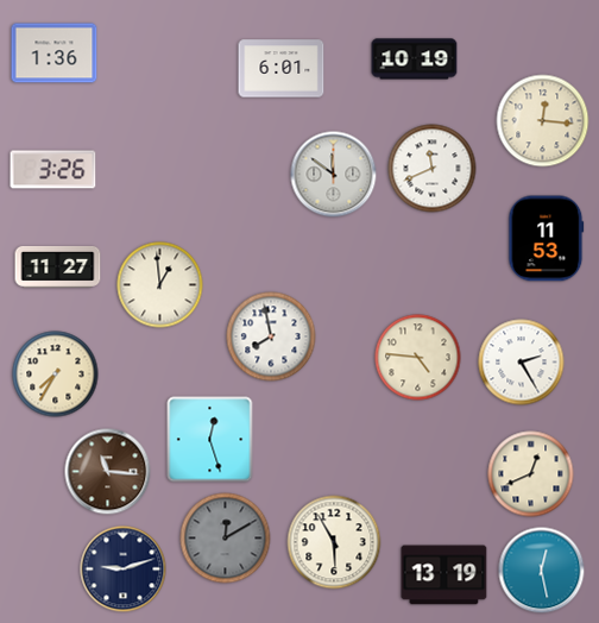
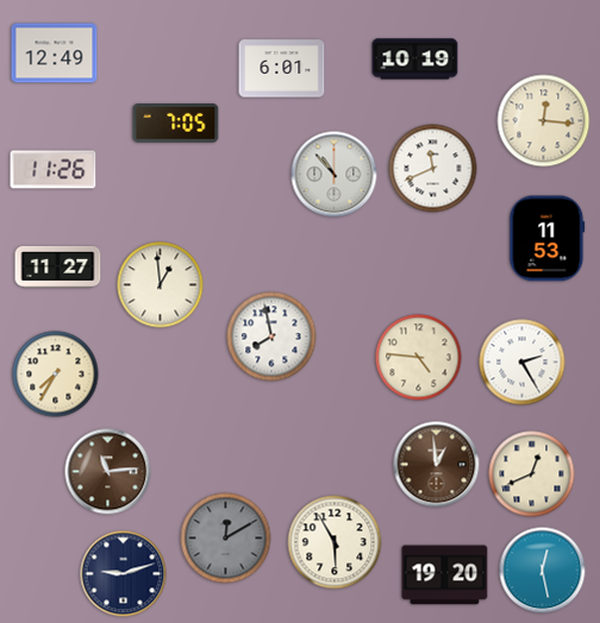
clock at (55, 54): 1:36 -> 12:49
clock at (176, 124): none -> 7:05
clock at (53, 170): 3:26 -> 11:26
clock at (334, 175): 11:51 -> 10:53
clock at (210, 440): 12:27 -> none
clock at (437, 465): none -> 12:59
clock at (108, 472): 11:16 -> 11:14
clock at (124, 569) position: (124, 569) -> (124, 574)
clock at (444, 575): 13:19 -> 19:20
